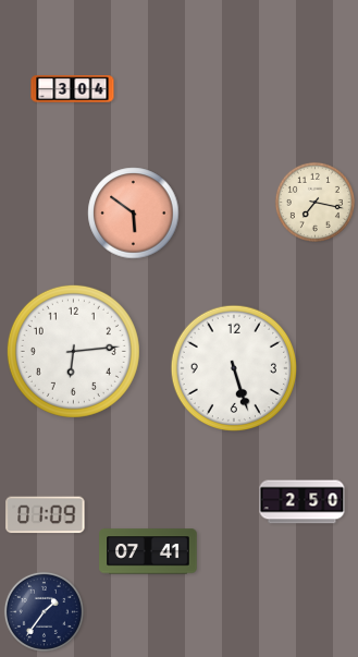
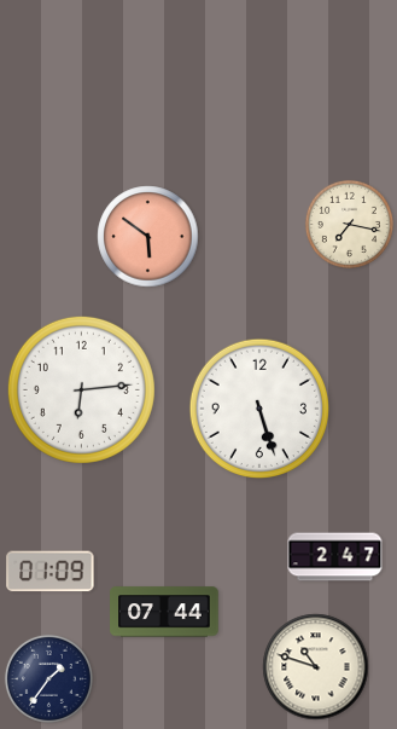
clock at (73, 89): 3:04 -> none
clock at (303, 502): 2:50 -> 2:47
clock at (148, 551): 07:41 -> 07:44
clock at (316, 667): none -> 10:48
